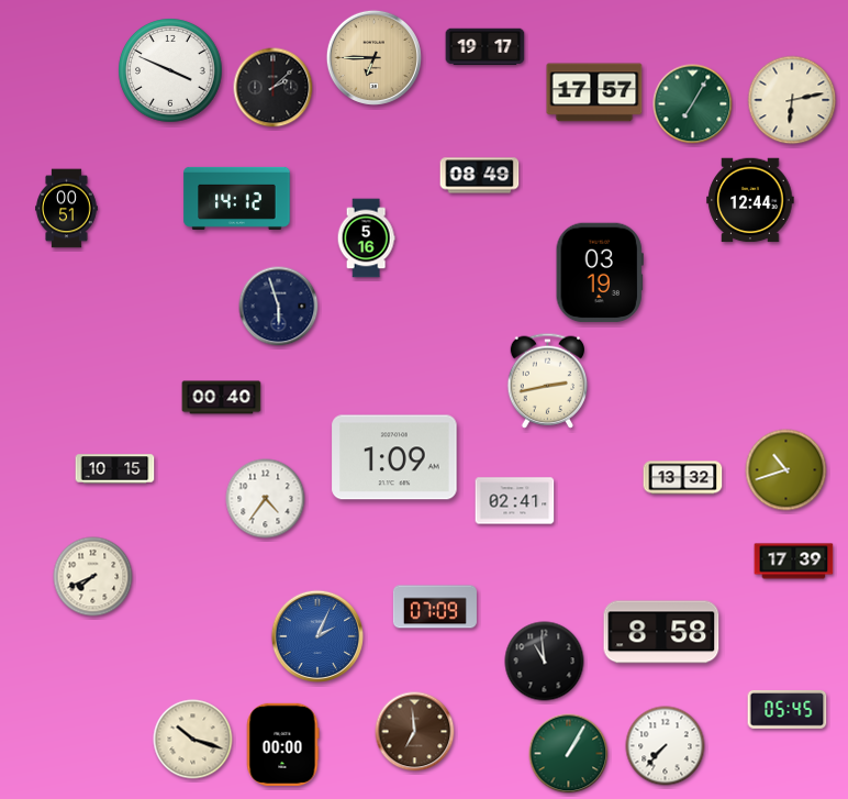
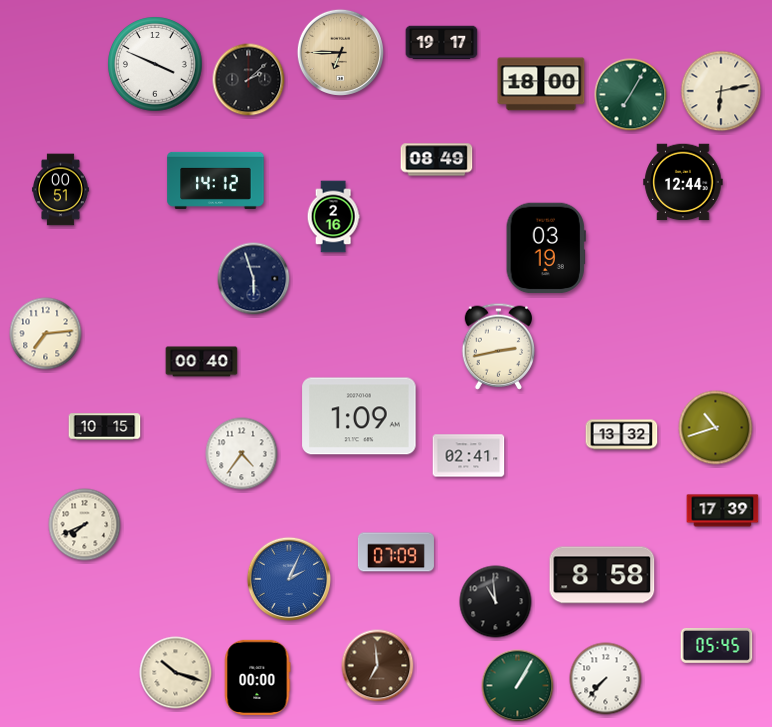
clock at (594, 92): 17:57 -> 18:00
clock at (366, 238): 5:16 -> 2:16
clock at (46, 334): none -> 7:14
